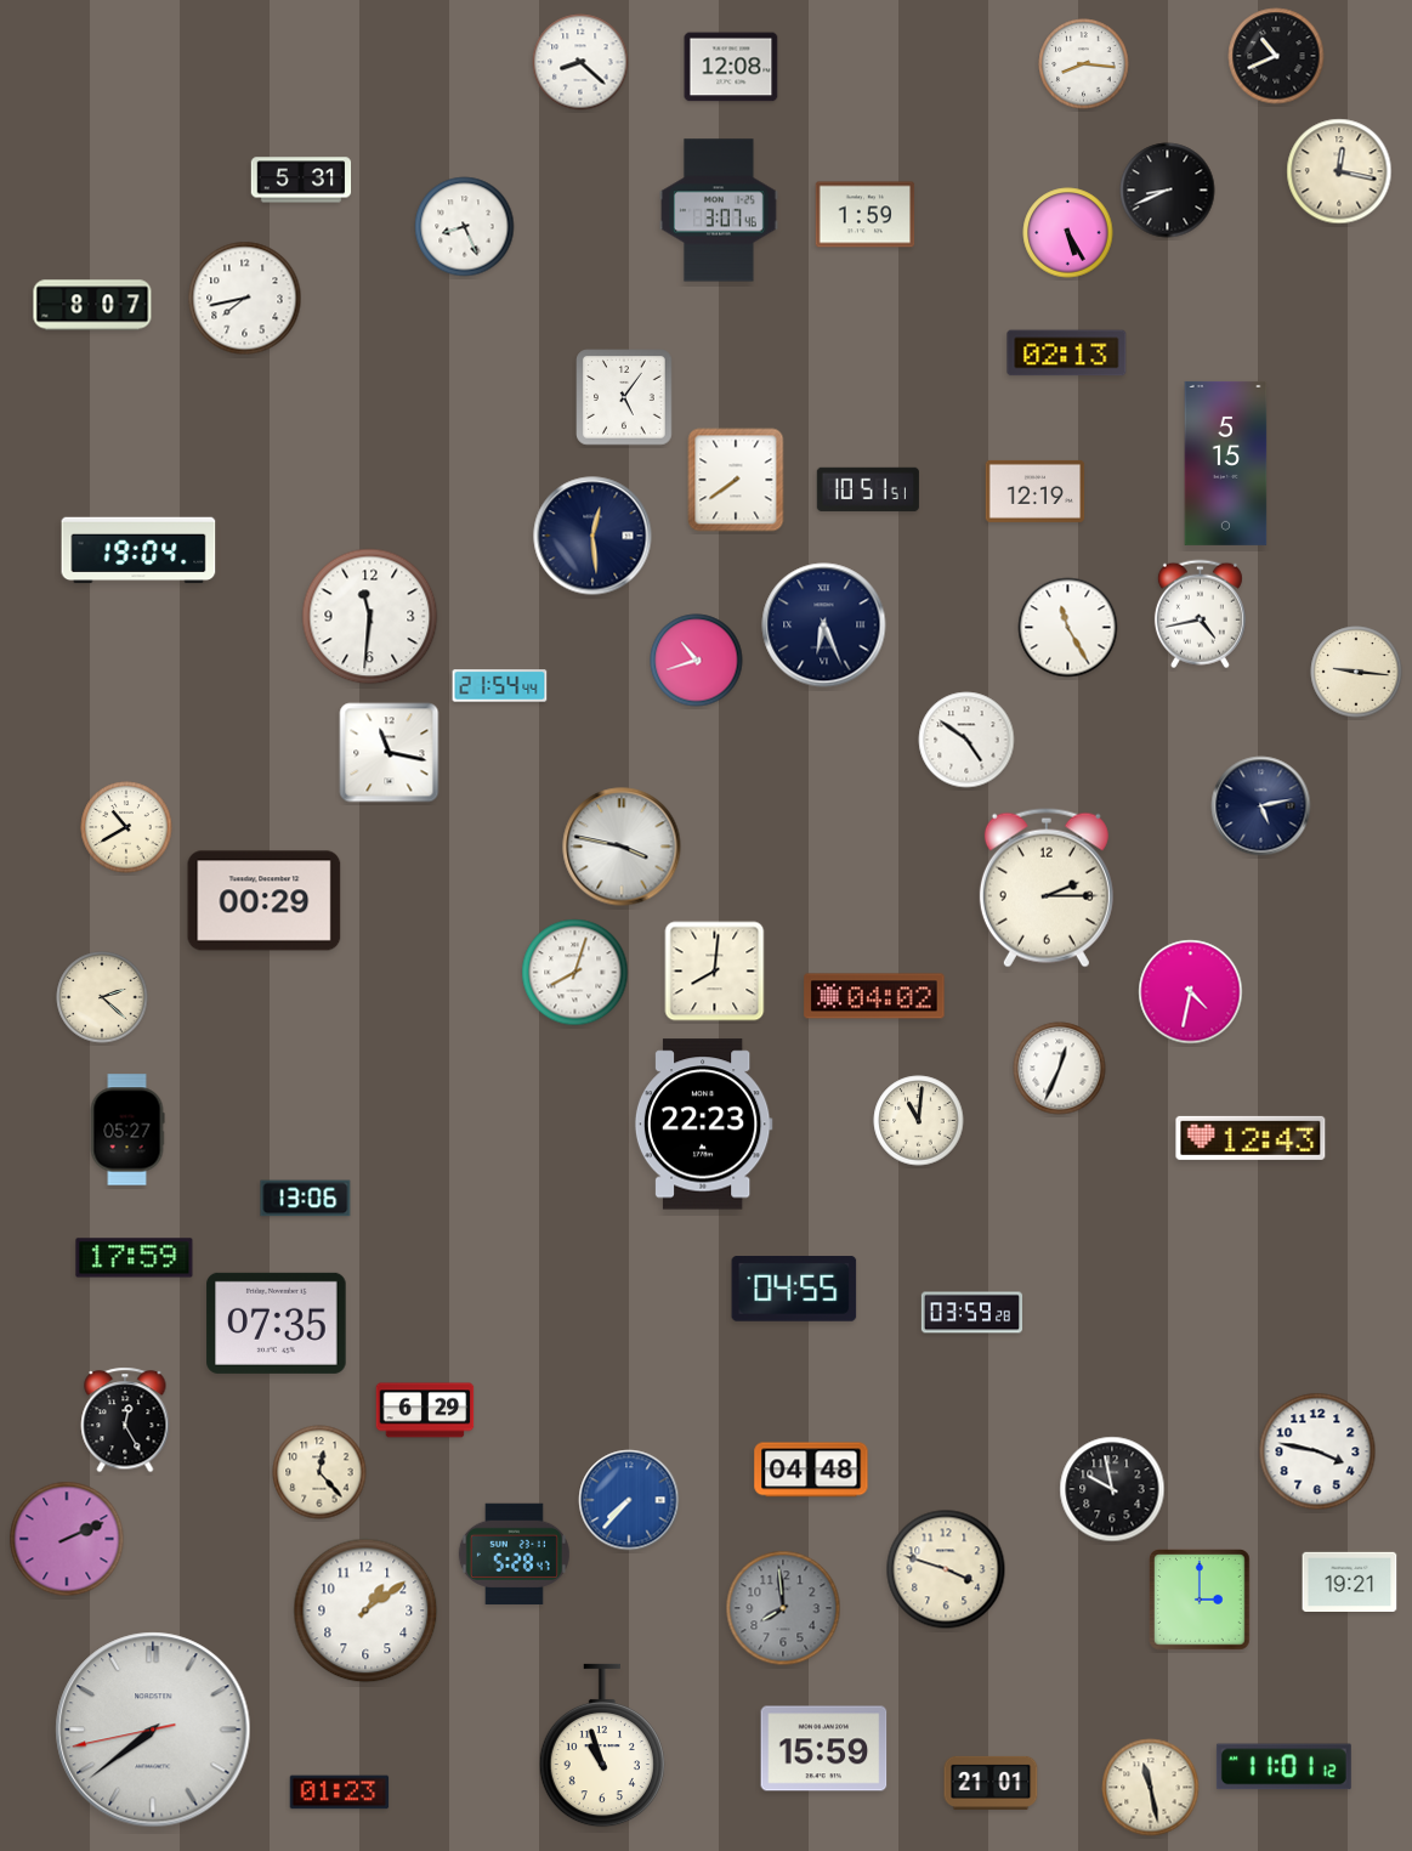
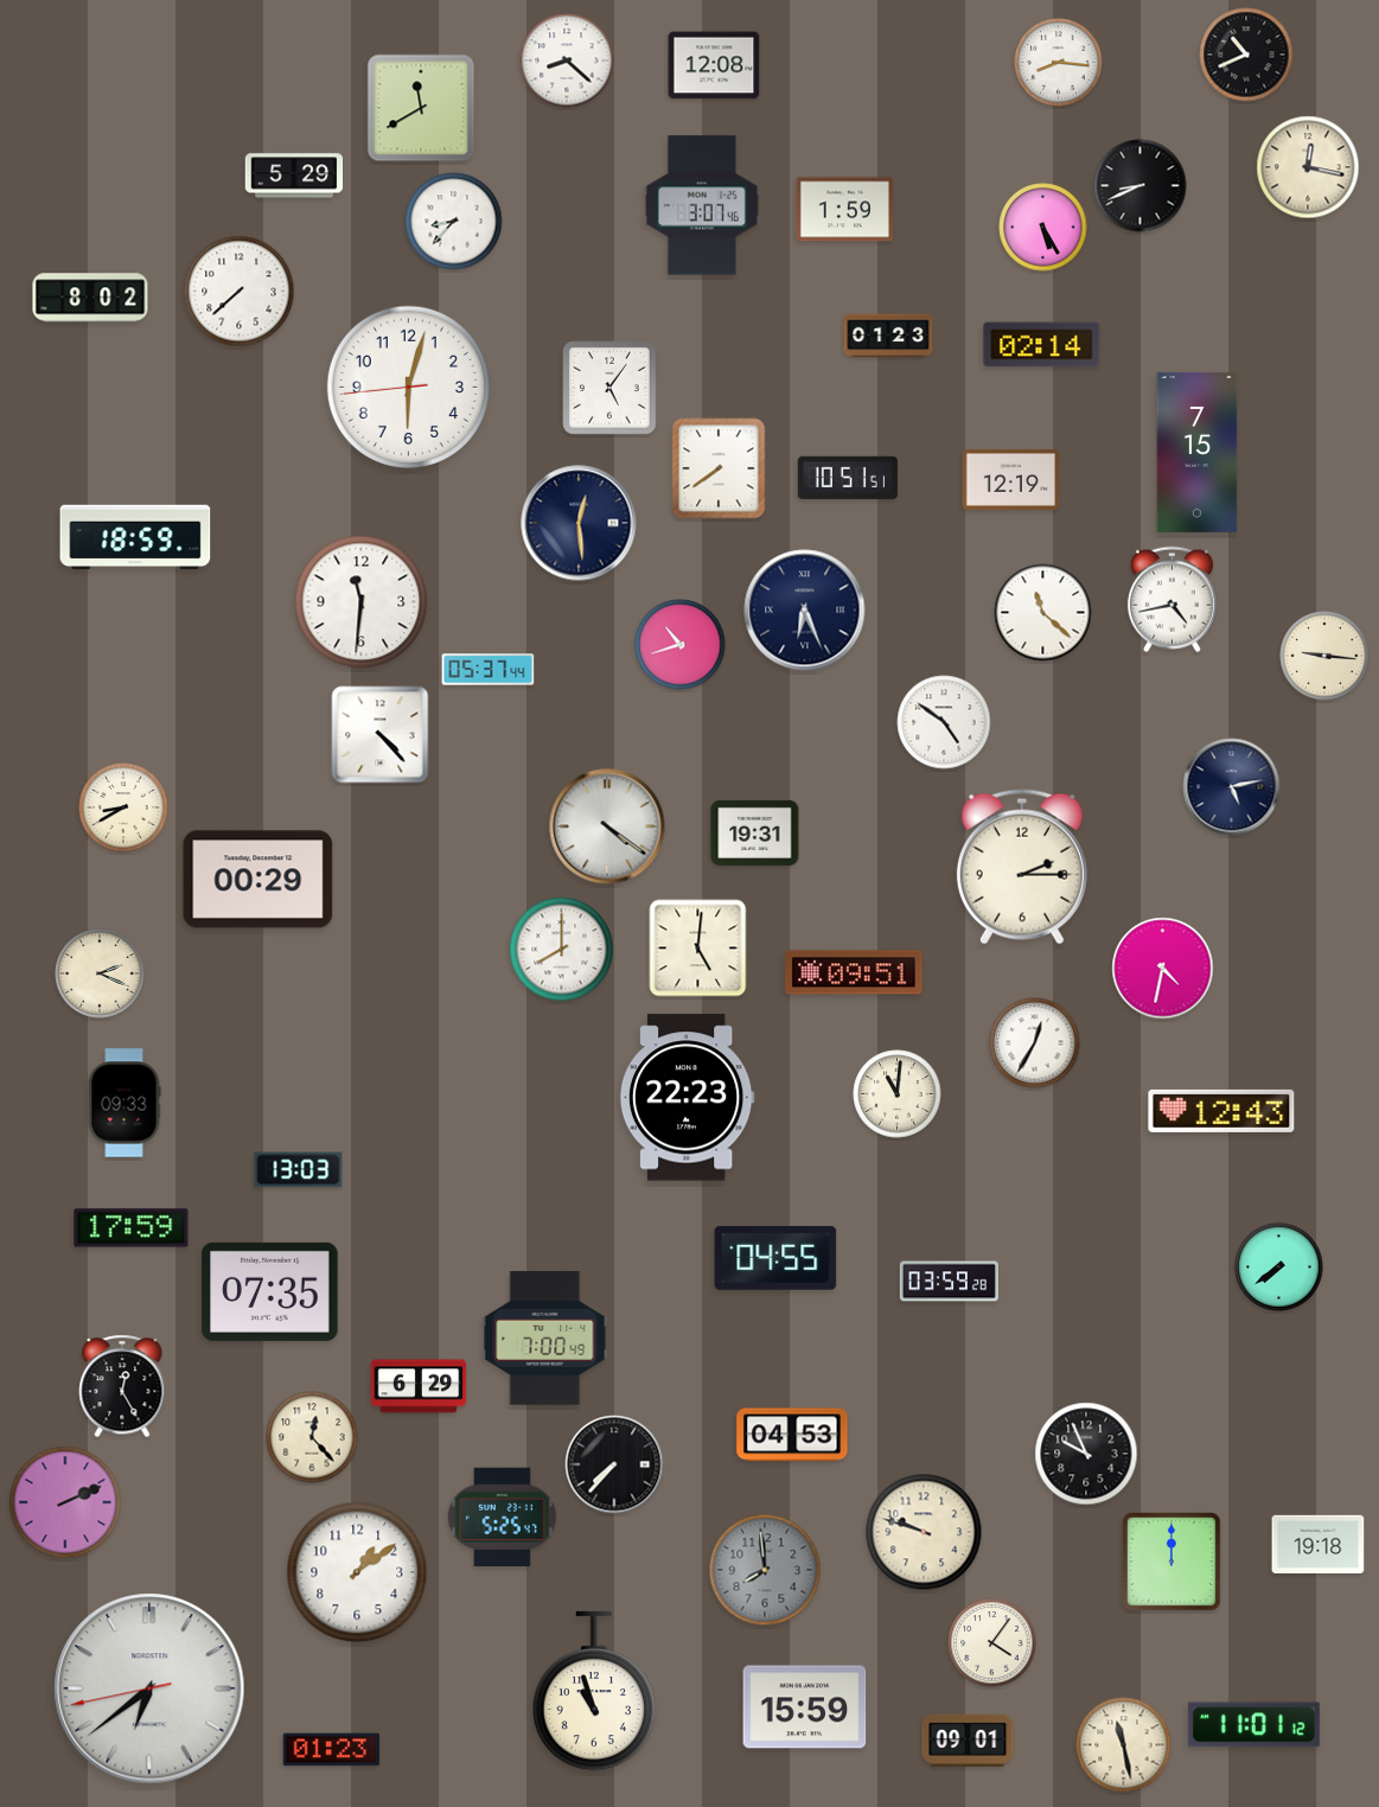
clock at (421, 108): none -> 11:40
clock at (301, 180): 5:31 -> 5:29
clock at (465, 227): 8:26 -> 8:37
clock at (245, 299): 7:43 -> 7:38
clock at (92, 305): 8:07 -> 8:02
clock at (888, 336): none -> 01:23
clock at (1067, 353): 02:13 -> 02:14
clock at (408, 387): none -> 6:02
clock at (1226, 463): 5:15 -> 7:15
clock at (138, 550): 19:04 -> 18:59
clock at (1068, 628): 11:25 -> 11:22
clock at (500, 686): 21:54 -> 05:37
clock at (390, 753): 11:17 -> 4:23
clock at (126, 827): 10:40 -> 8:40
clock at (622, 847): 3:47 -> 4:21
clock at (755, 832): none -> 19:31
clock at (715, 972): 8:01 -> 5:01
clock at (575, 973): 8:03 -> 8:00
clock at (874, 996): 04:02 -> 09:51
clock at (102, 997): 2:22 -> 2:19
clock at (1060, 1069): 12:34 -> 12:35
clock at (127, 1130): 05:27 -> 09:33
clock at (306, 1199): 13:06 -> 13:03
clock at (1279, 1268): none -> 7:39
clock at (545, 1339): none -> 7:00
clock at (425, 1410) position: (425, 1410) -> (419, 1386)
clock at (1317, 1451): 3:47 -> none
clock at (811, 1470): 04:48 -> 04:53
clock at (1112, 1489): 9:58 -> 9:56
clock at (629, 1500) dial: blue -> black
clock at (514, 1553): 5:28 -> 5:25
clock at (946, 1569): 3:48 -> 9:48
clock at (1350, 1583): 19:21 -> 19:18
clock at (1200, 1600): 3:00 -> 12:00
clock at (992, 1643): none -> 4:06
clock at (153, 1730): 7:38 -> 6:38
clock at (602, 1745) position: (602, 1745) -> (594, 1691)
clock at (991, 1783): 21:01 -> 09:01
